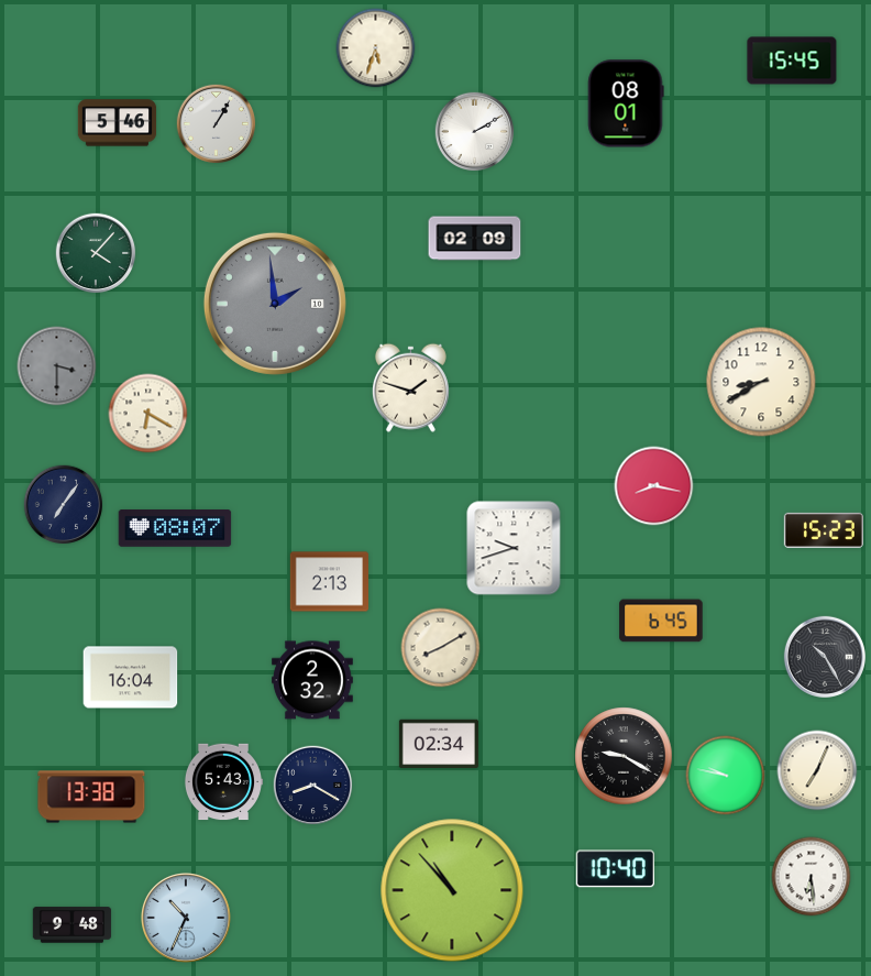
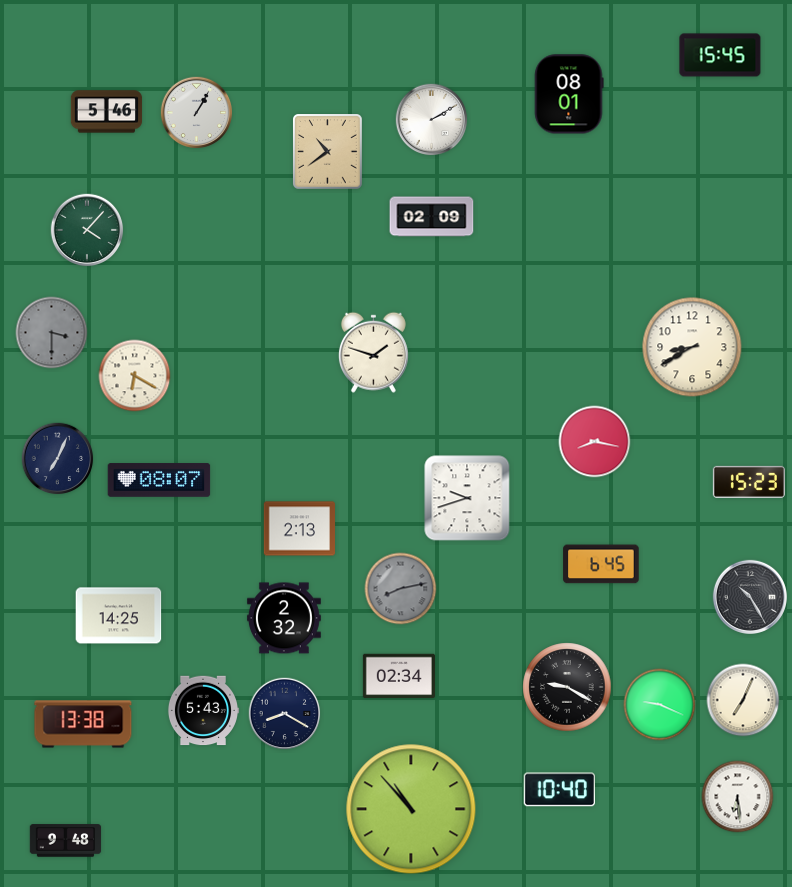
clock at (376, 48): 5:33 -> none
clock at (328, 152): none -> 10:39
clock at (275, 304): 1:59 -> none
clock at (64, 505): 7:06 -> 7:04
clock at (441, 648): 8:10 -> 8:13
clock at (441, 648) dial: cream -> grey
clock at (131, 678): 16:04 -> 14:25
clock at (726, 776): 9:47 -> 9:19
clock at (186, 918): 10:34 -> none
